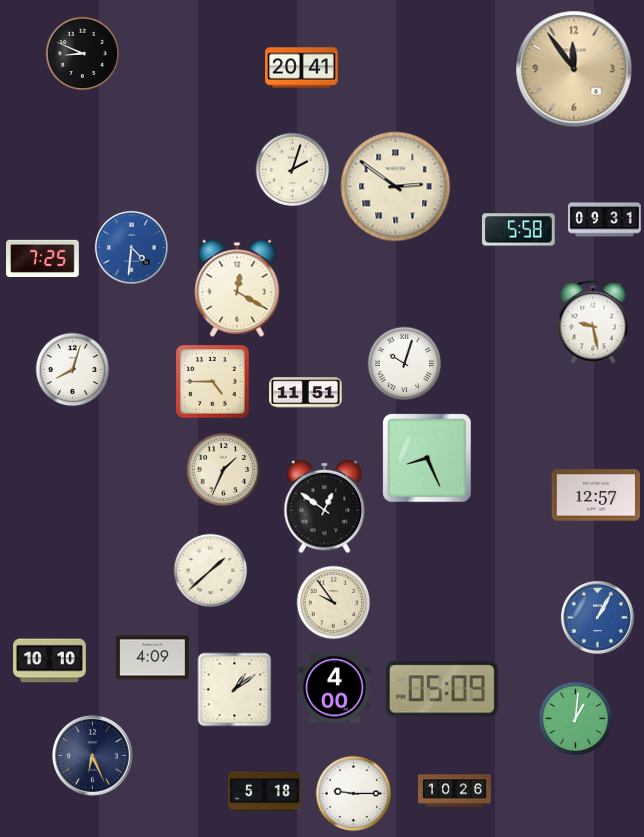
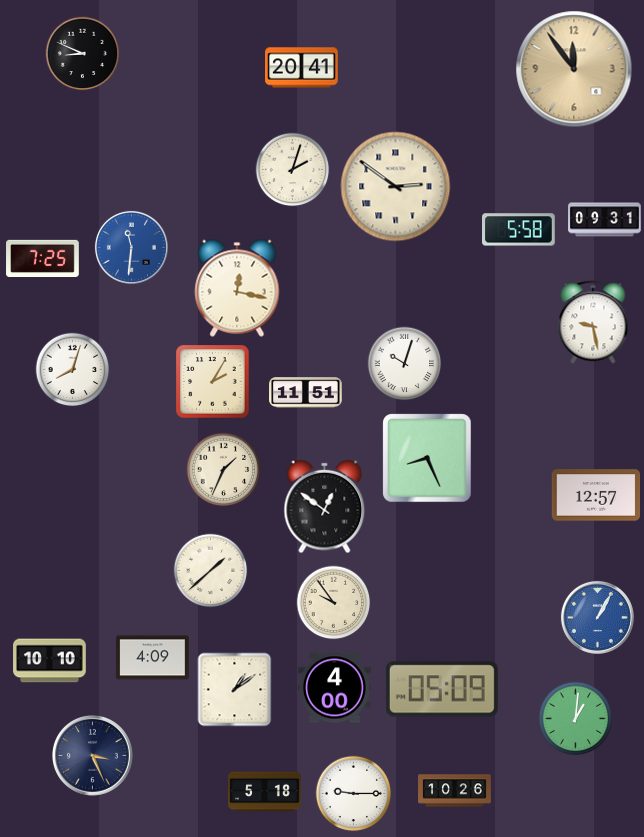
clock at (131, 247): 4:31 -> 11:31
clock at (237, 288): 12:20 -> 12:17
clock at (213, 382): 4:45 -> 2:05
clock at (93, 756): 6:26 -> 3:26
